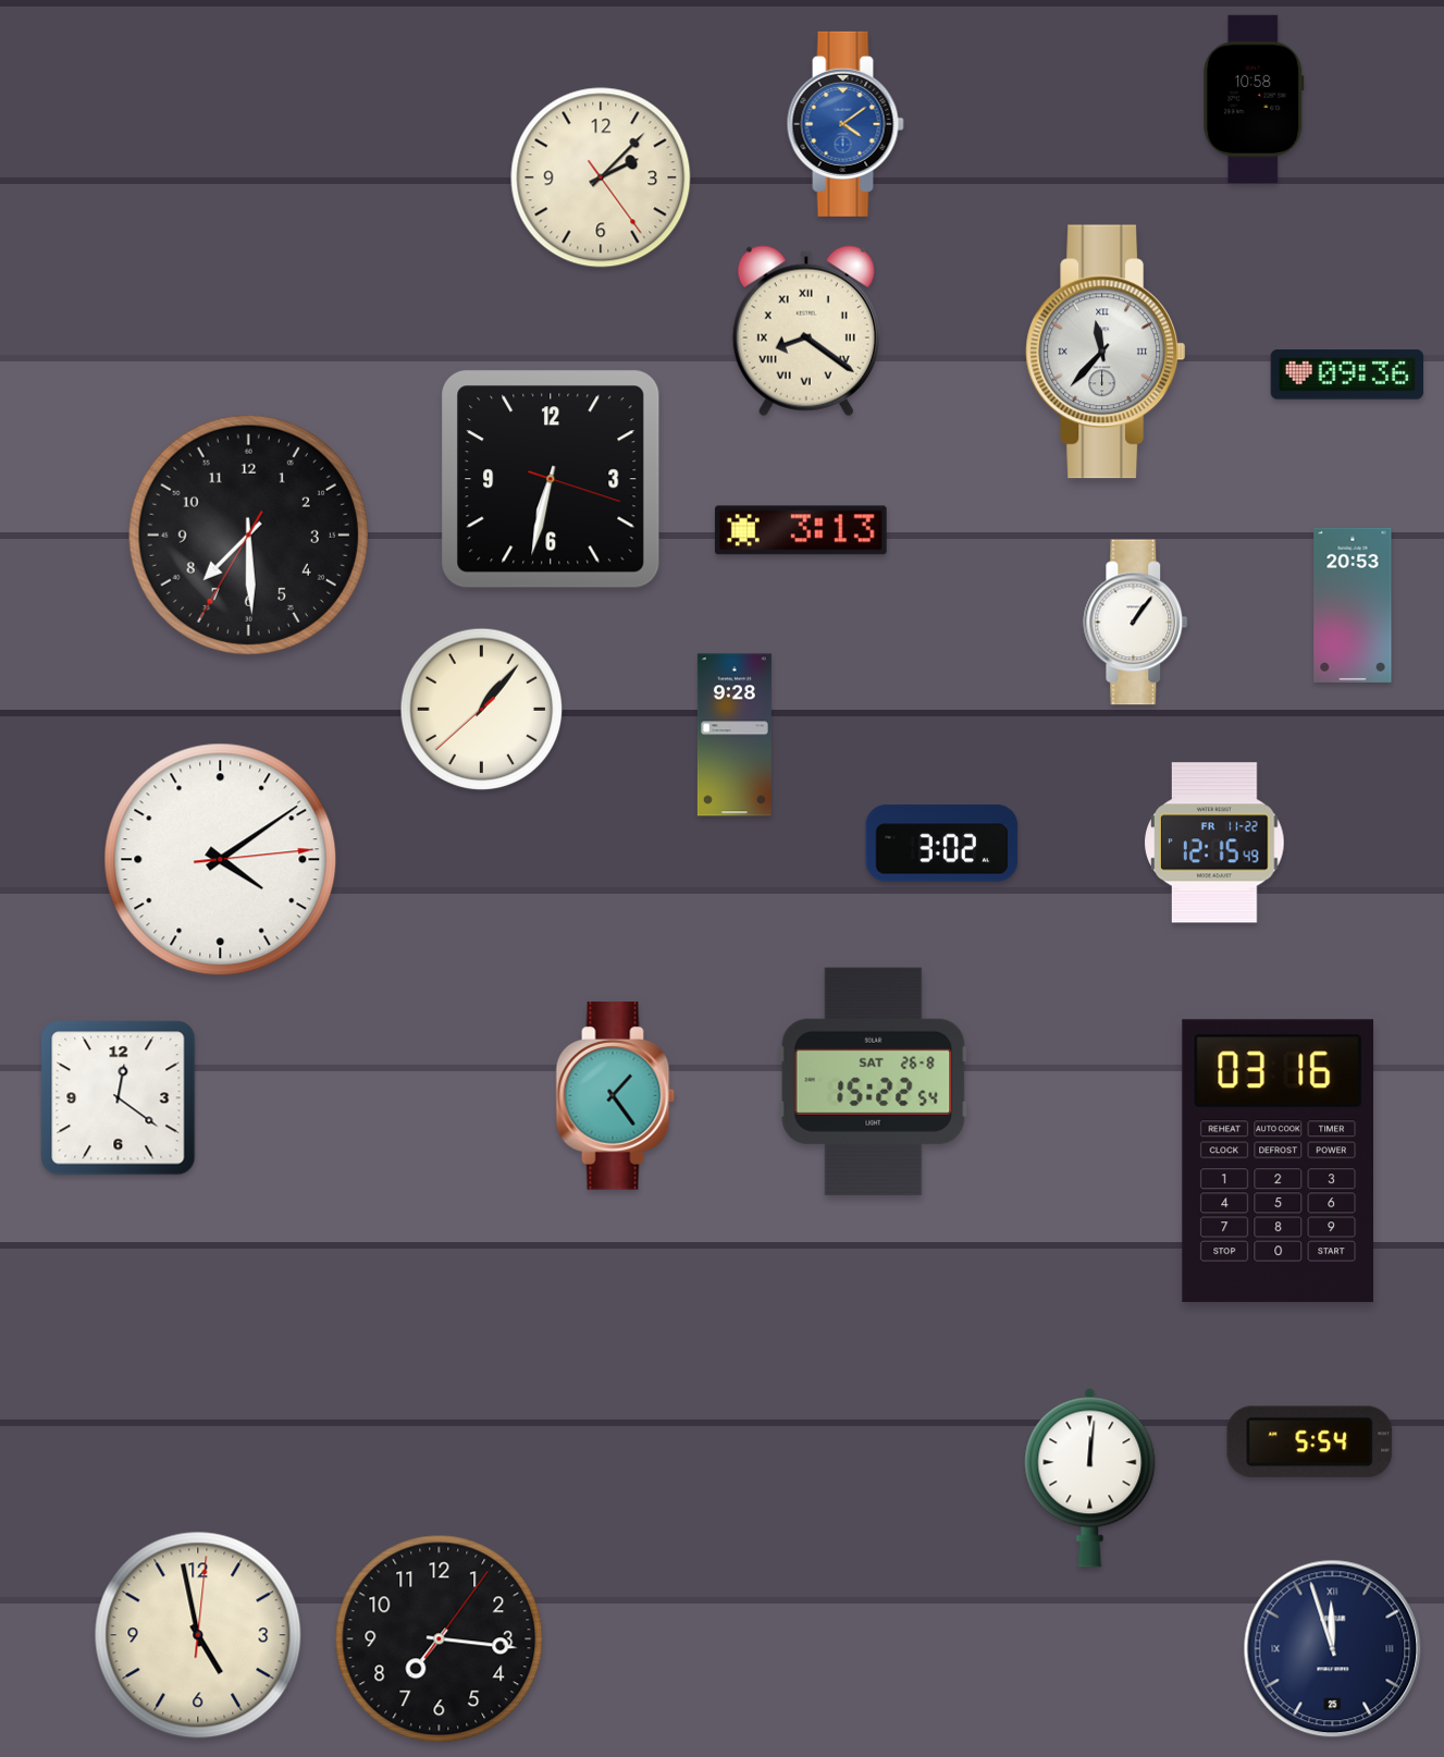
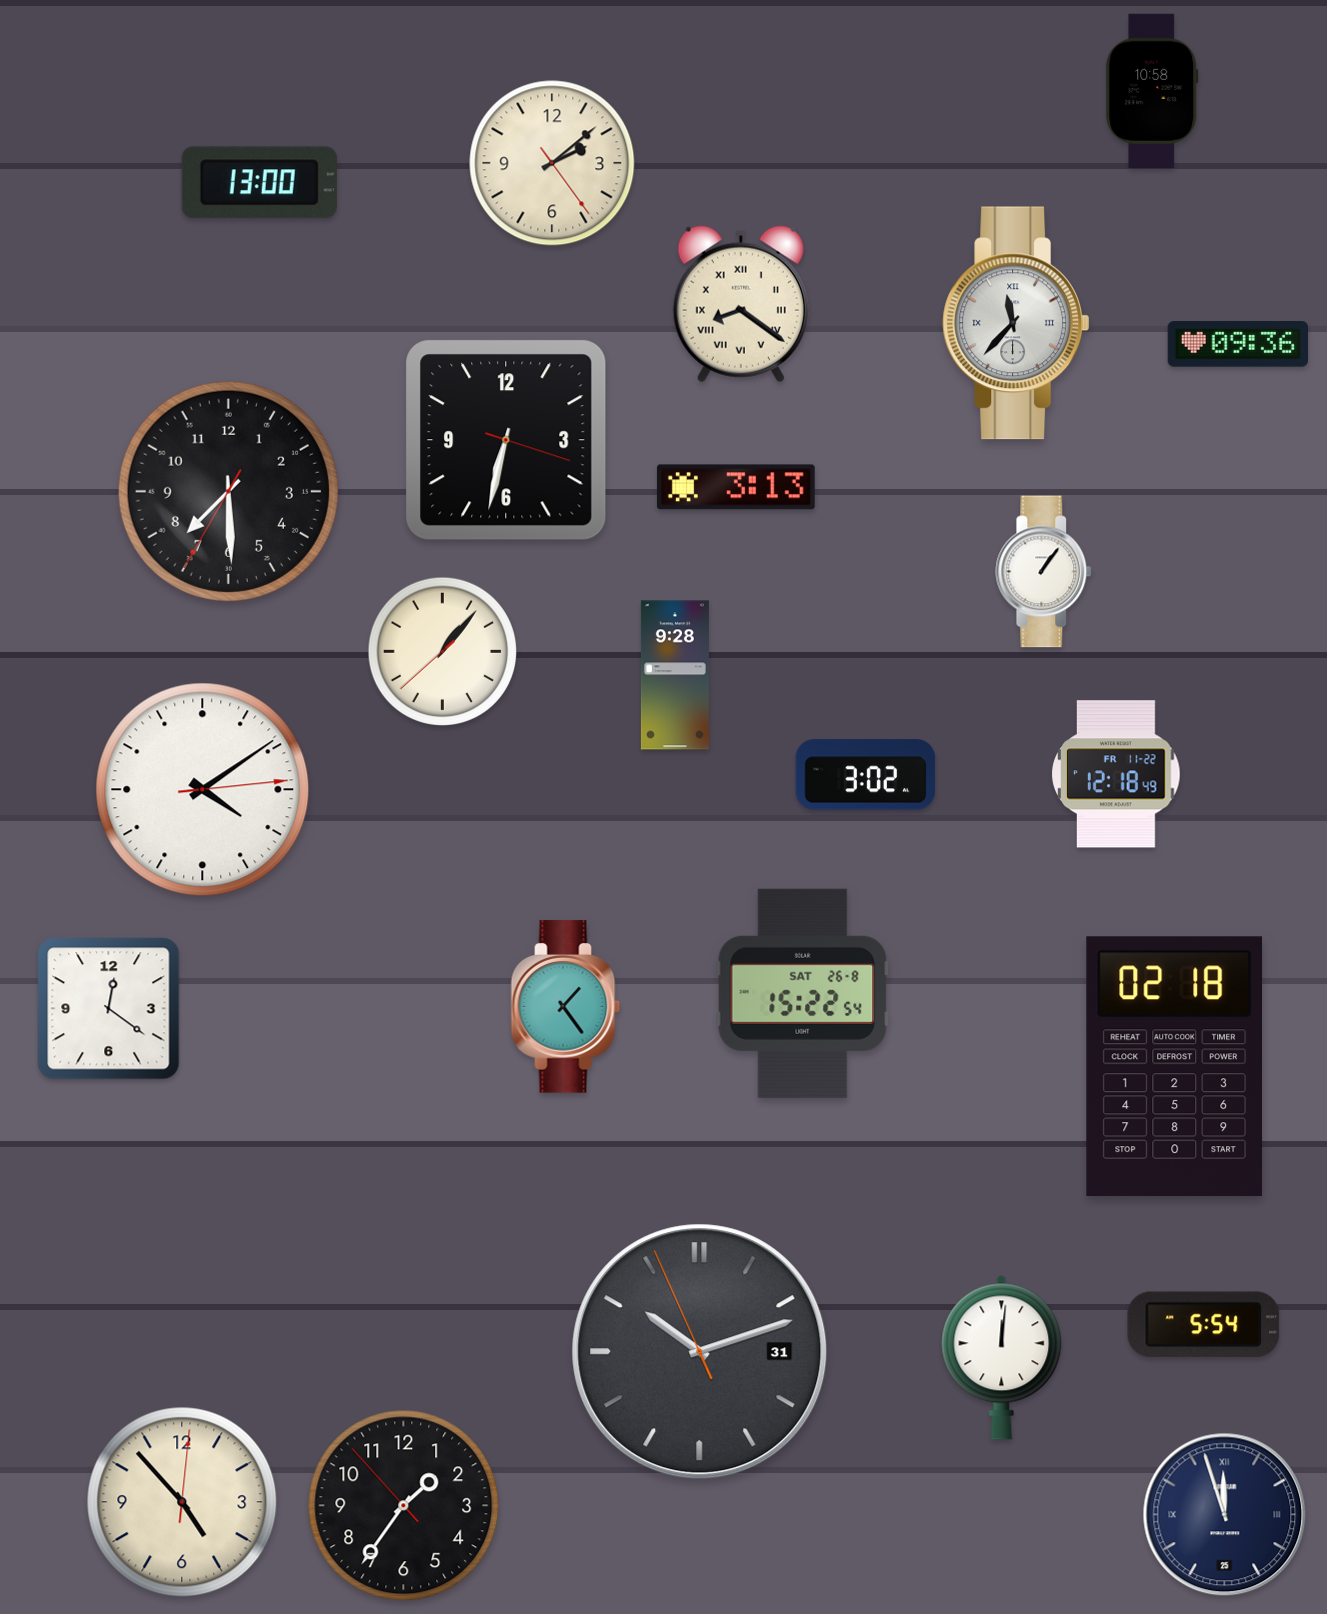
clock at (846, 124): 4:09 -> none
clock at (601, 177): 2:07 -> 2:08
clock at (259, 183): none -> 13:00
clock at (1353, 605): 20:53 -> none
clock at (1214, 843): 12:15 -> 12:18
clock at (1279, 1162): 03:16 -> 02:18
clock at (700, 1352): none -> 10:11
clock at (198, 1635): 4:58 -> 4:53
clock at (440, 1639): 7:16 -> 1:35
